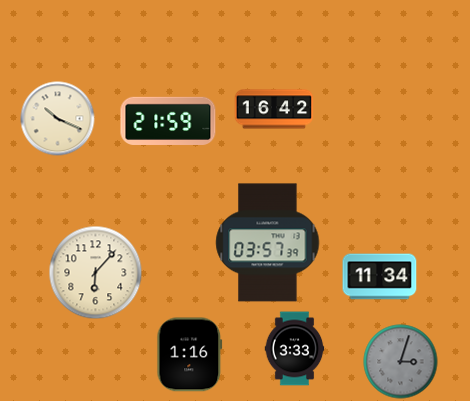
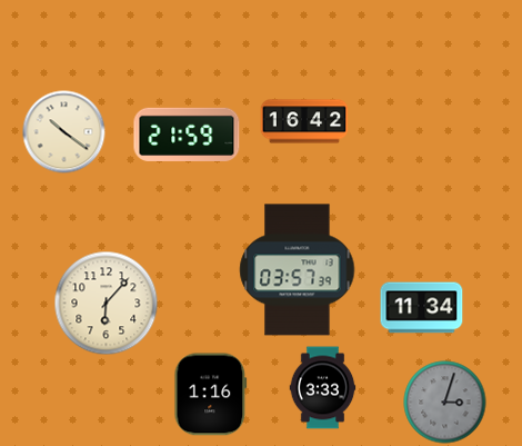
clock at (58, 119): 10:19 -> 10:21
clock at (295, 349) position: (295, 349) -> (323, 388)
